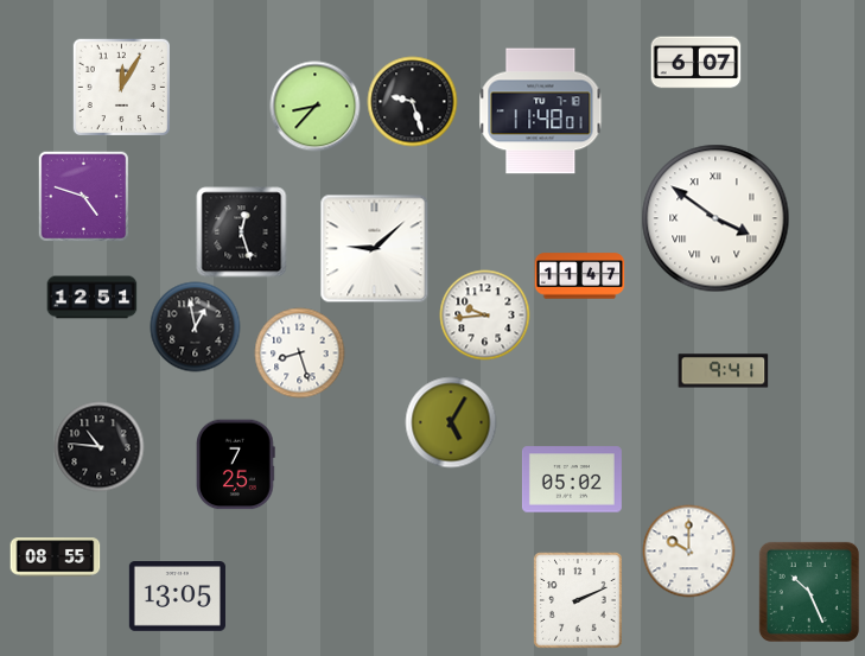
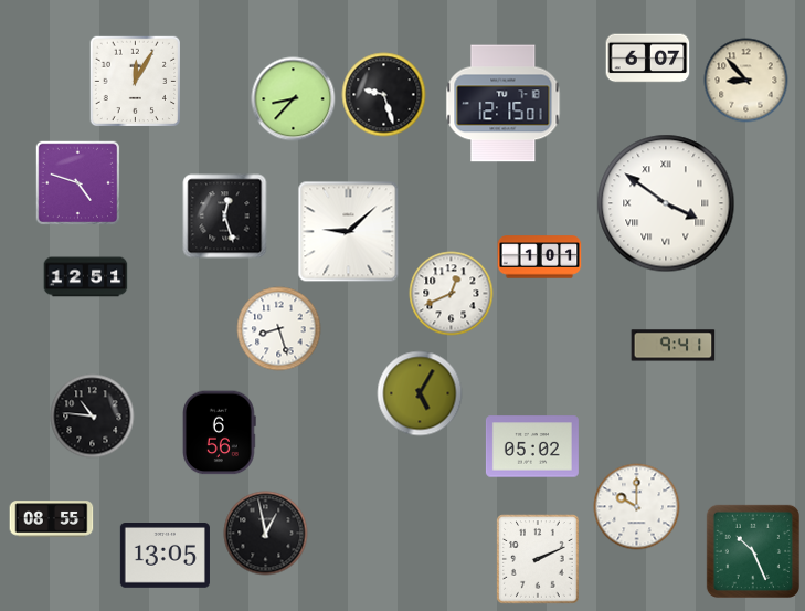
clock at (121, 87) position: (121, 87) -> (135, 81)
clock at (746, 81): none -> 8:53
clock at (541, 112): 11:48 -> 12:15
clock at (580, 276): 11:47 -> 1:01
clock at (485, 316): 9:44 -> 12:41
clock at (196, 327): 12:58 -> none
clock at (236, 465): 7:25 -> 6:56
clock at (689, 552) position: (689, 552) -> (637, 507)
clock at (266, 534): none -> 12:58
